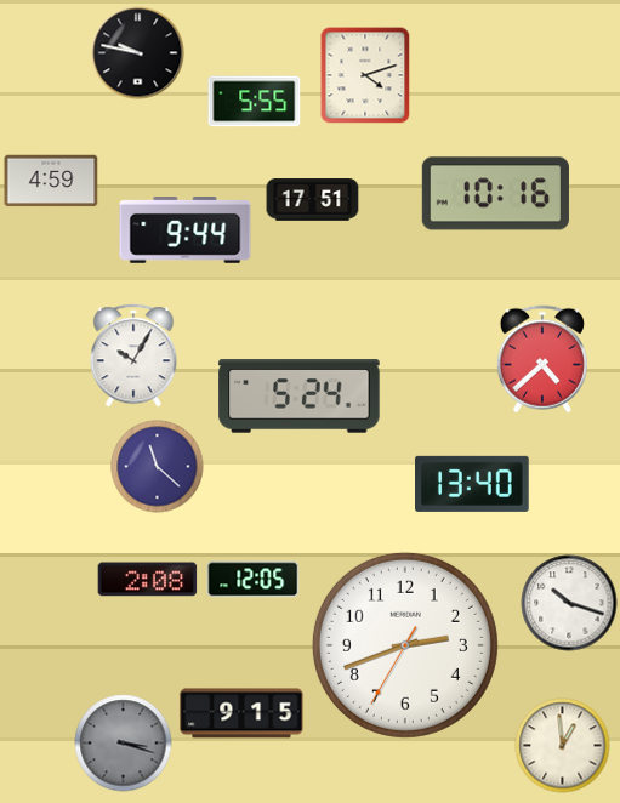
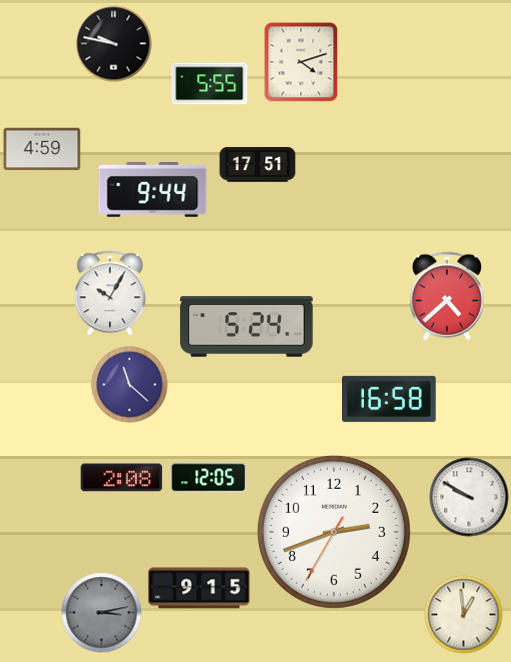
clock at (495, 194): 10:16 -> none
clock at (473, 484): 13:40 -> 16:58
clock at (569, 603): 10:18 -> 9:50
clock at (124, 744): 3:18 -> 3:13
